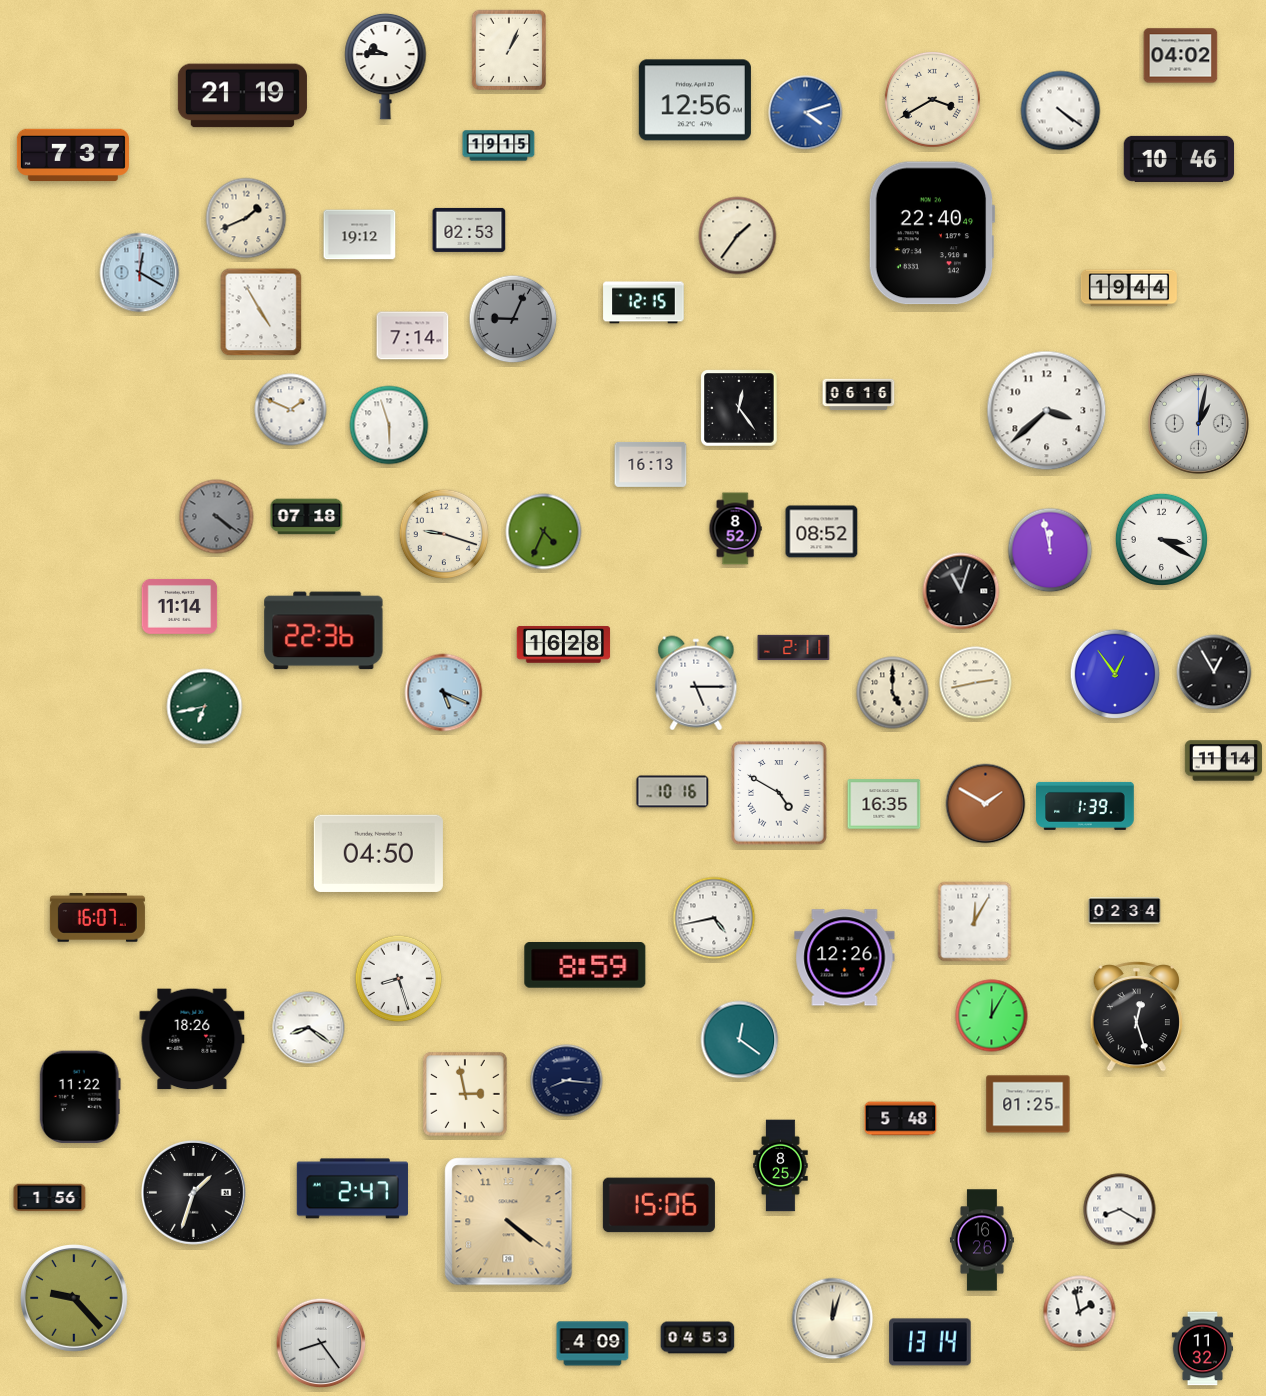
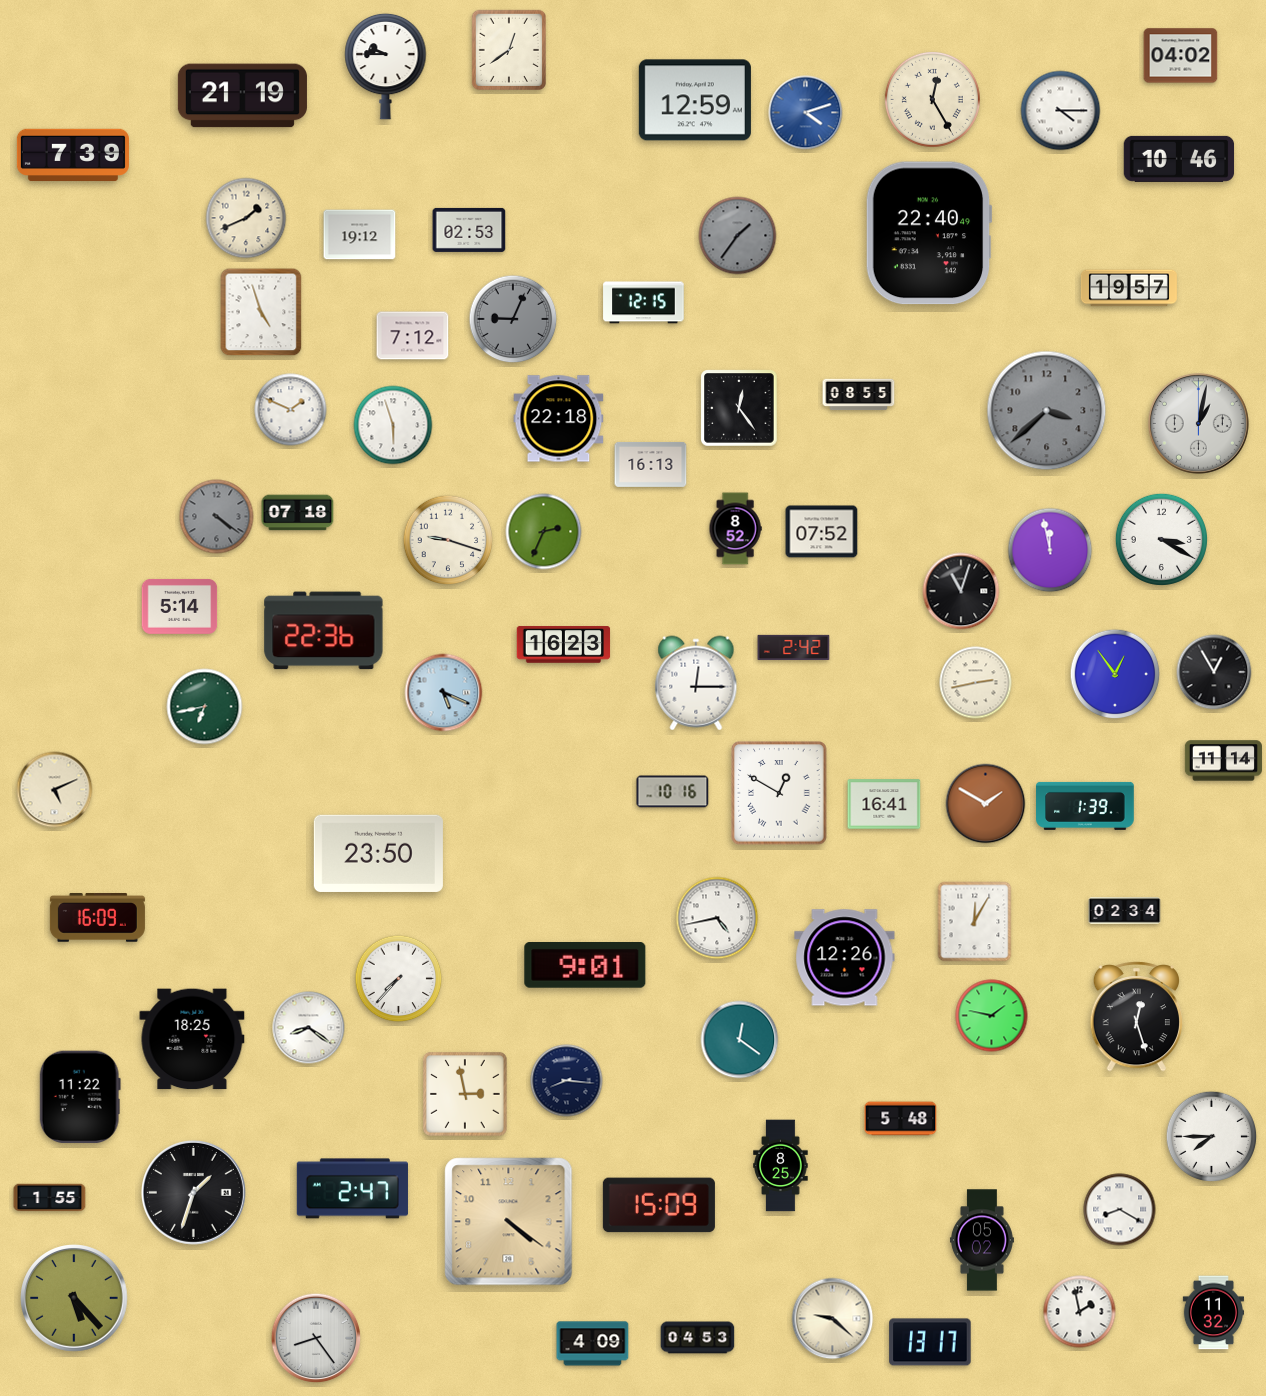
clock at (509, 49): 1:04 -> 12:39
clock at (932, 99): 3:40 -> 12:25
clock at (695, 100): 12:56 -> 12:59
clock at (1061, 111): 4:21 -> 4:15
clock at (499, 146): 19:15 -> none
clock at (73, 155): 7:37 -> 7:39
clock at (932, 233) position: (932, 233) -> (929, 233)
clock at (738, 236) dial: cream -> grey
clock at (140, 273): 12:20 -> none
clock at (1129, 288): 19:44 -> 19:57
clock at (261, 312): 4:55 -> 4:57
clock at (413, 336): 7:14 -> 7:12
clock at (859, 395): 06:16 -> 08:55
clock at (1047, 411) dial: white -> grey
clock at (559, 419): none -> 22:18
clock at (389, 425) position: (389, 425) -> (393, 425)
clock at (307, 517) position: (307, 517) -> (298, 513)
clock at (544, 532): 4:34 -> 2:34
clock at (822, 532): 08:52 -> 07:52
clock at (444, 534) position: (444, 534) -> (448, 540)
clock at (180, 606): 11:14 -> 5:14
clock at (564, 645): 16:28 -> 16:23
clock at (794, 647): 2:11 -> 2:42
clock at (696, 683): 5:15 -> 12:15
clock at (893, 693): 5:00 -> none
clock at (55, 790): none -> 5:11
clock at (779, 793): 4:50 -> 12:50
clock at (884, 804): 16:35 -> 16:41
clock at (378, 853): 04:50 -> 23:50
clock at (97, 918): 16:07 -> 16:09
clock at (714, 918) position: (714, 918) -> (717, 918)
clock at (585, 966): 8:59 -> 9:01
clock at (399, 979): 8:27 -> 7:37
clock at (992, 1016): 12:05 -> 1:47
clock at (192, 1039): 18:26 -> 18:25
clock at (1028, 1104): 01:25 -> none
clock at (1212, 1137): none -> 7:45
clock at (50, 1198): 1:56 -> 1:55
clock at (659, 1205): 15:06 -> 15:09
clock at (982, 1240): 16:26 -> 05:02
clock at (75, 1299): 9:23 -> 5:23
clock at (833, 1319): 12:03 -> 9:22
clock at (930, 1342): 13:14 -> 13:17
clock at (321, 1343) position: (321, 1343) -> (316, 1338)
clock at (1202, 1349) position: (1202, 1349) -> (1213, 1313)
